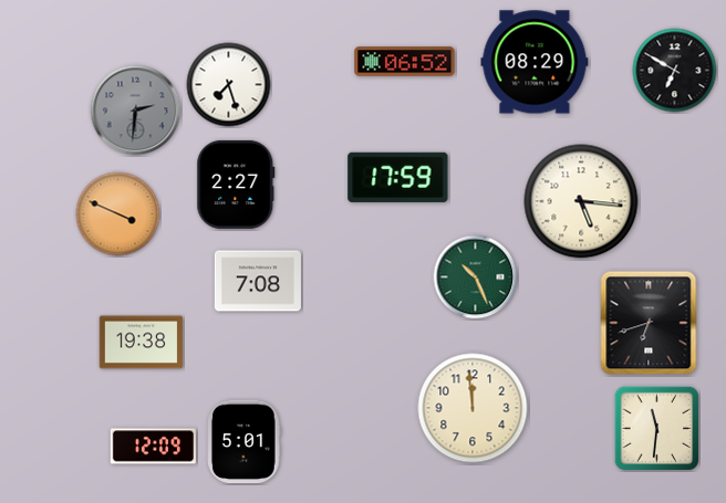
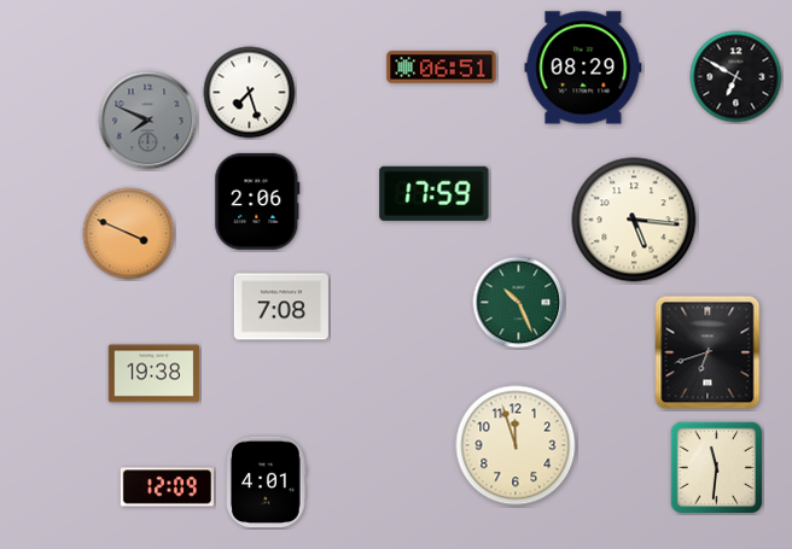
clock at (405, 62): 06:52 -> 06:51
clock at (136, 111): 2:31 -> 7:49
clock at (236, 185): 2:27 -> 2:06
clock at (473, 408): 11:59 -> 11:57
clock at (245, 442): 5:01 -> 4:01
